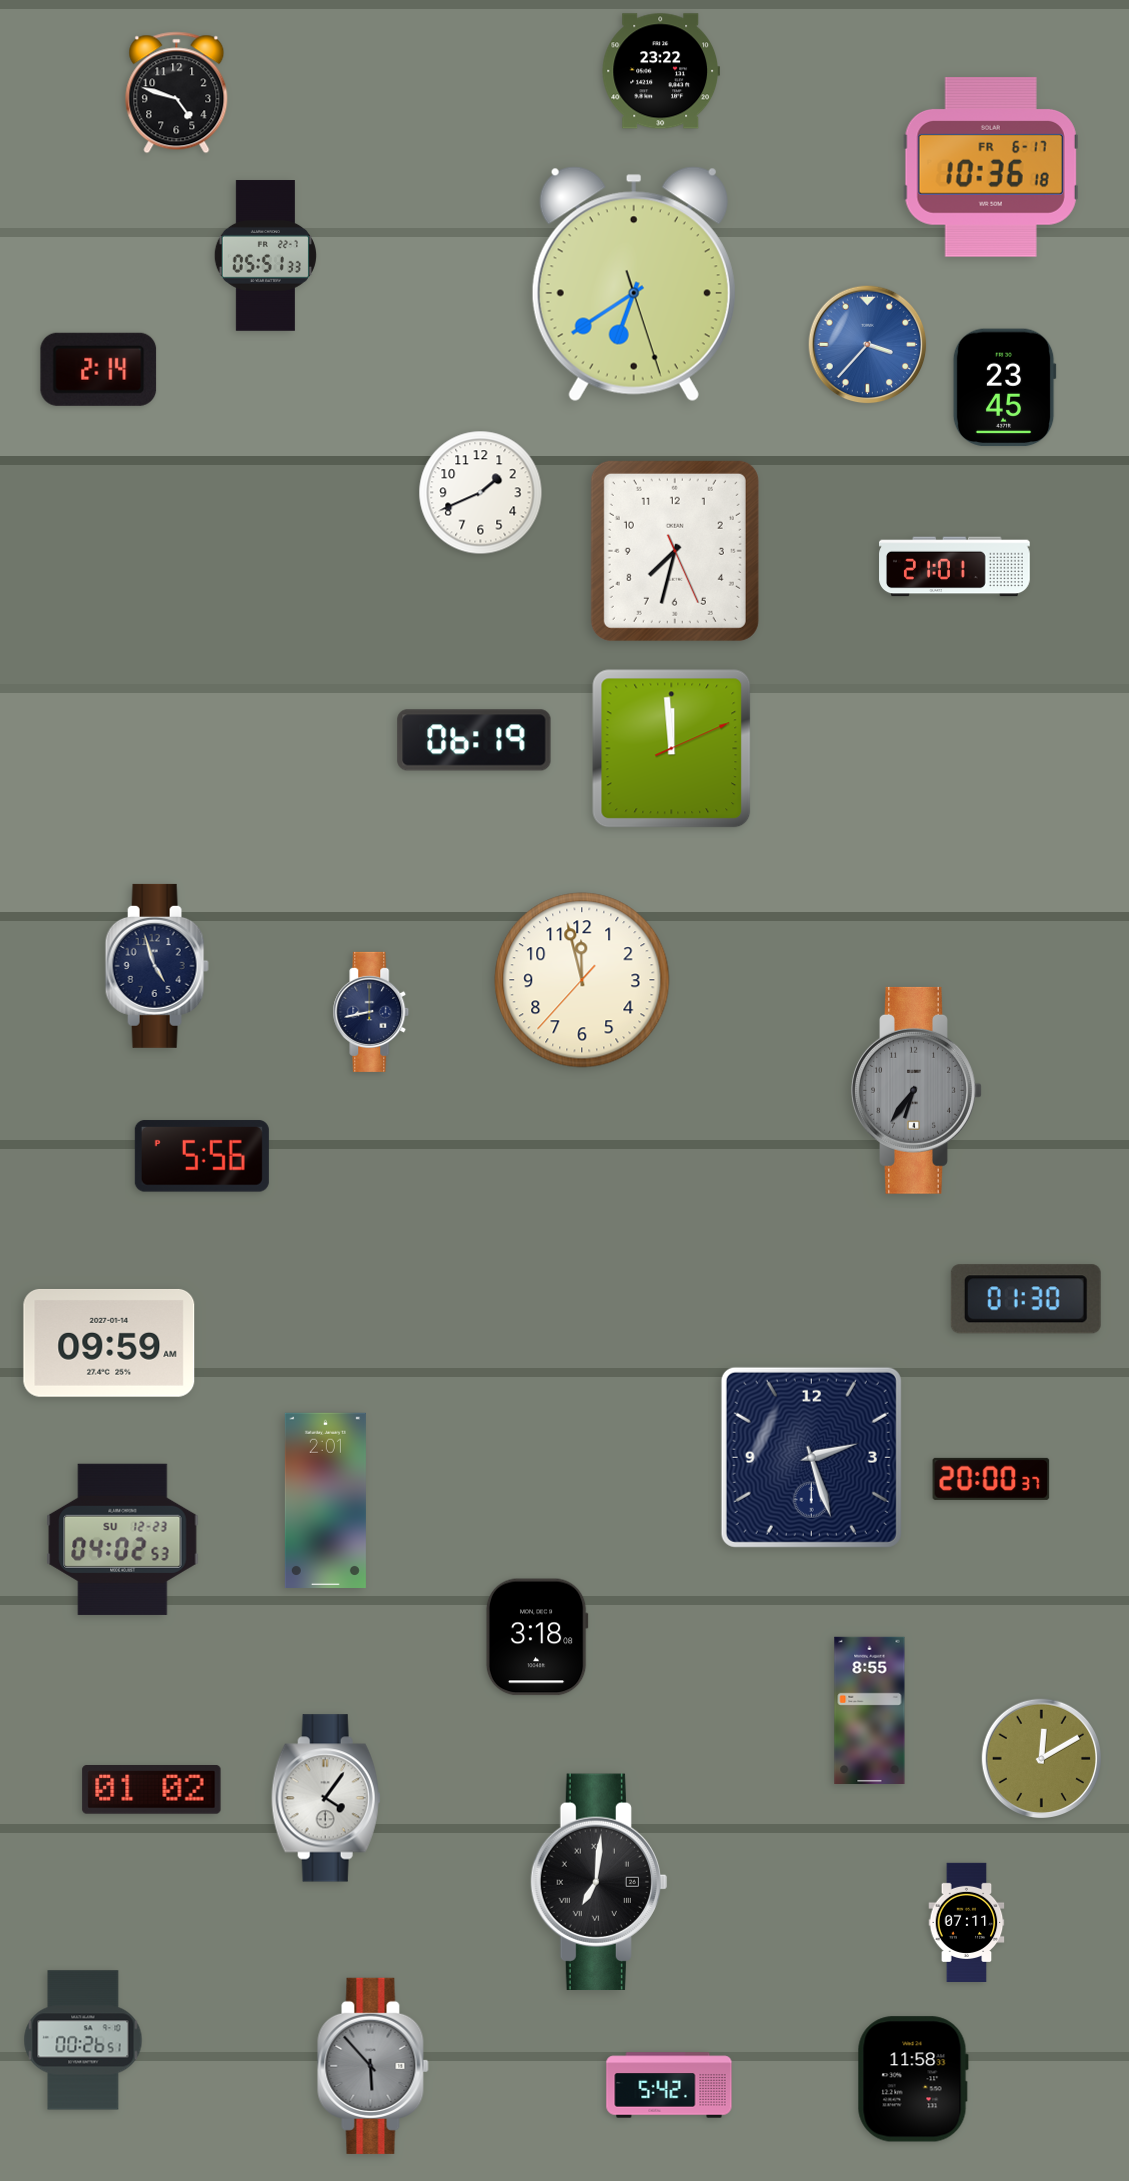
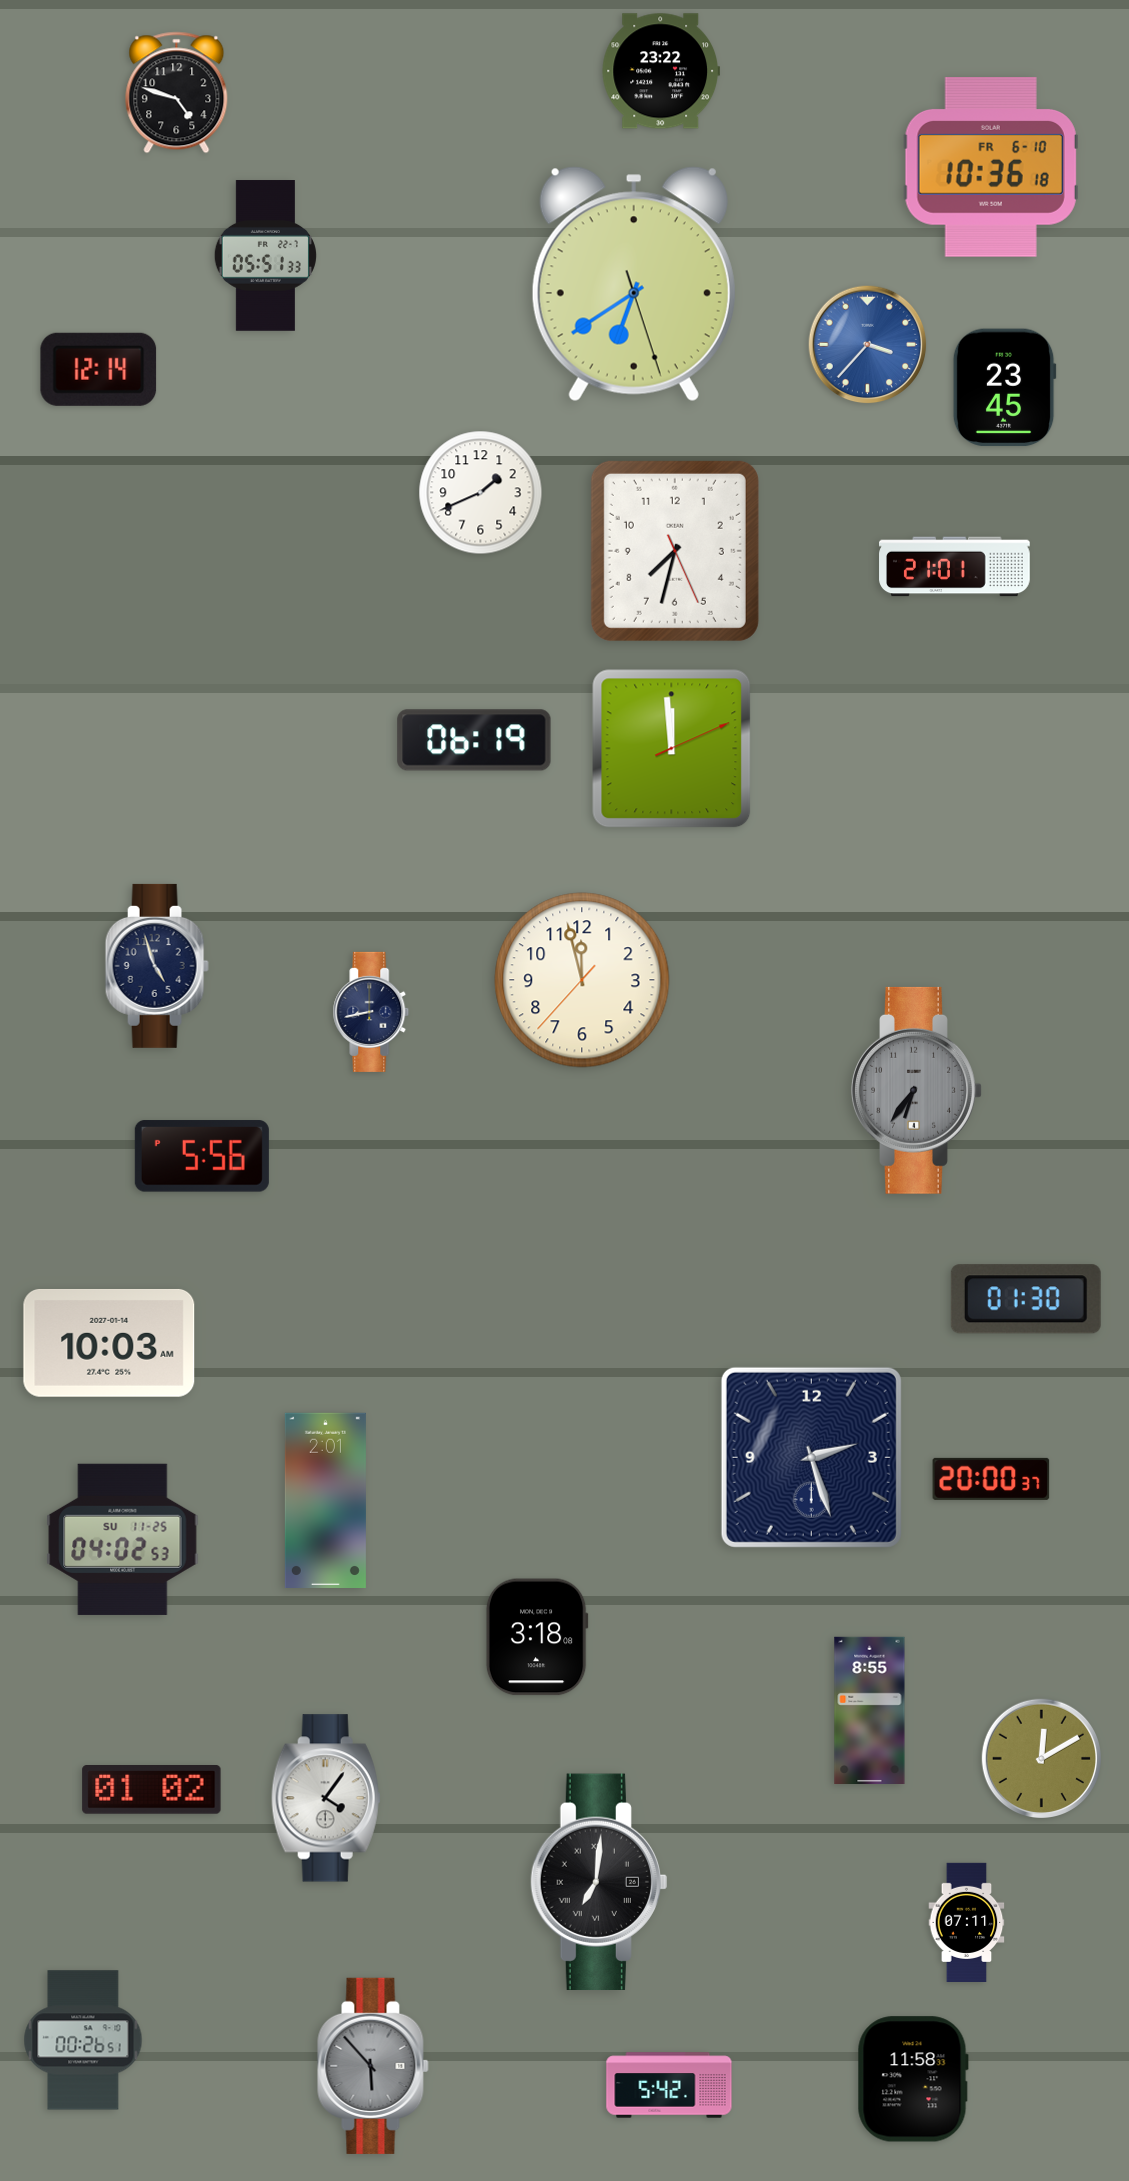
clock at (991, 168) date: FR 6-17 -> FR 6-10
clock at (99, 369): 2:14 -> 12:14
clock at (109, 1343): 09:59 -> 10:03
clock at (123, 1539) date: SU 12-23 -> SU 11-25
